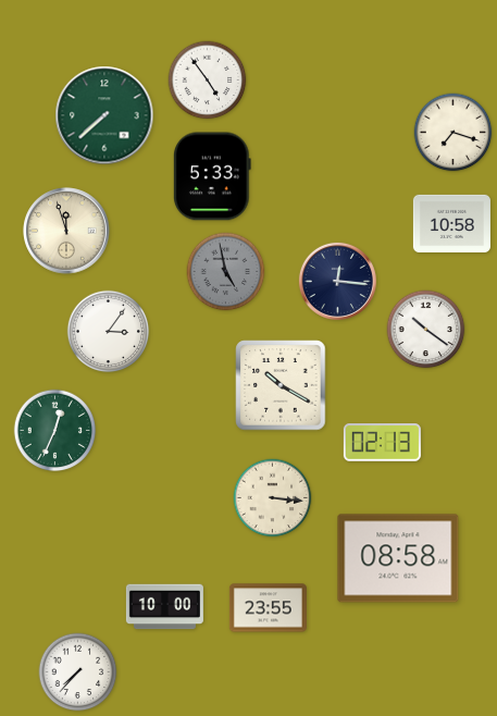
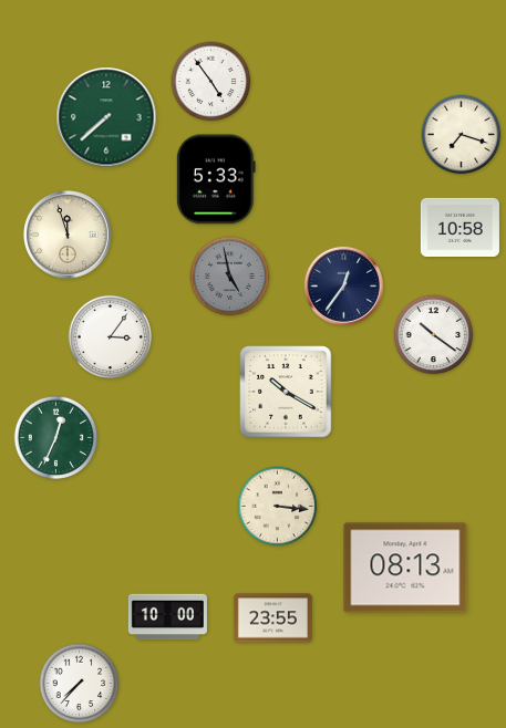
clock at (337, 281): 12:16 -> 12:36
clock at (382, 443): 02:13 -> none
clock at (398, 558): 08:58 -> 08:13
